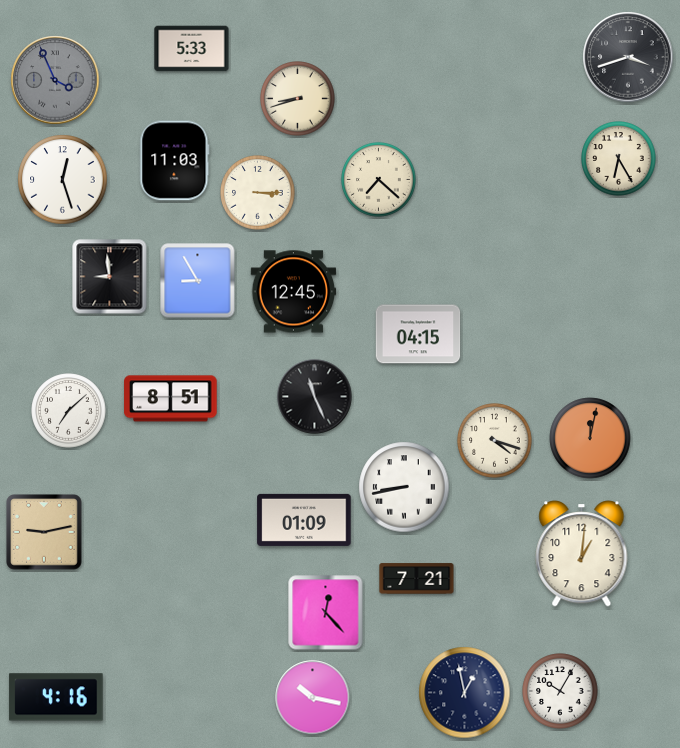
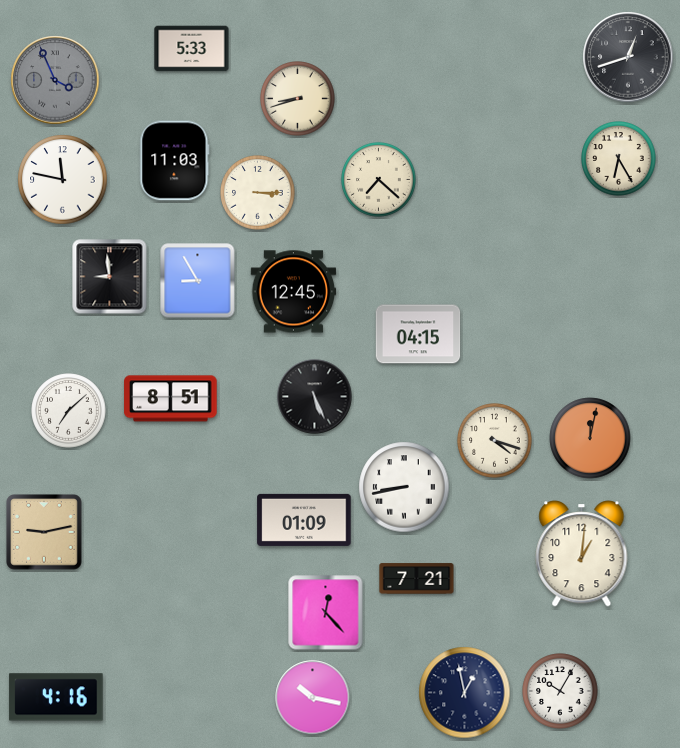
clock at (628, 57): 3:42 -> 12:42
clock at (63, 180): 12:27 -> 11:47
clock at (315, 397): 11:26 -> 5:26
